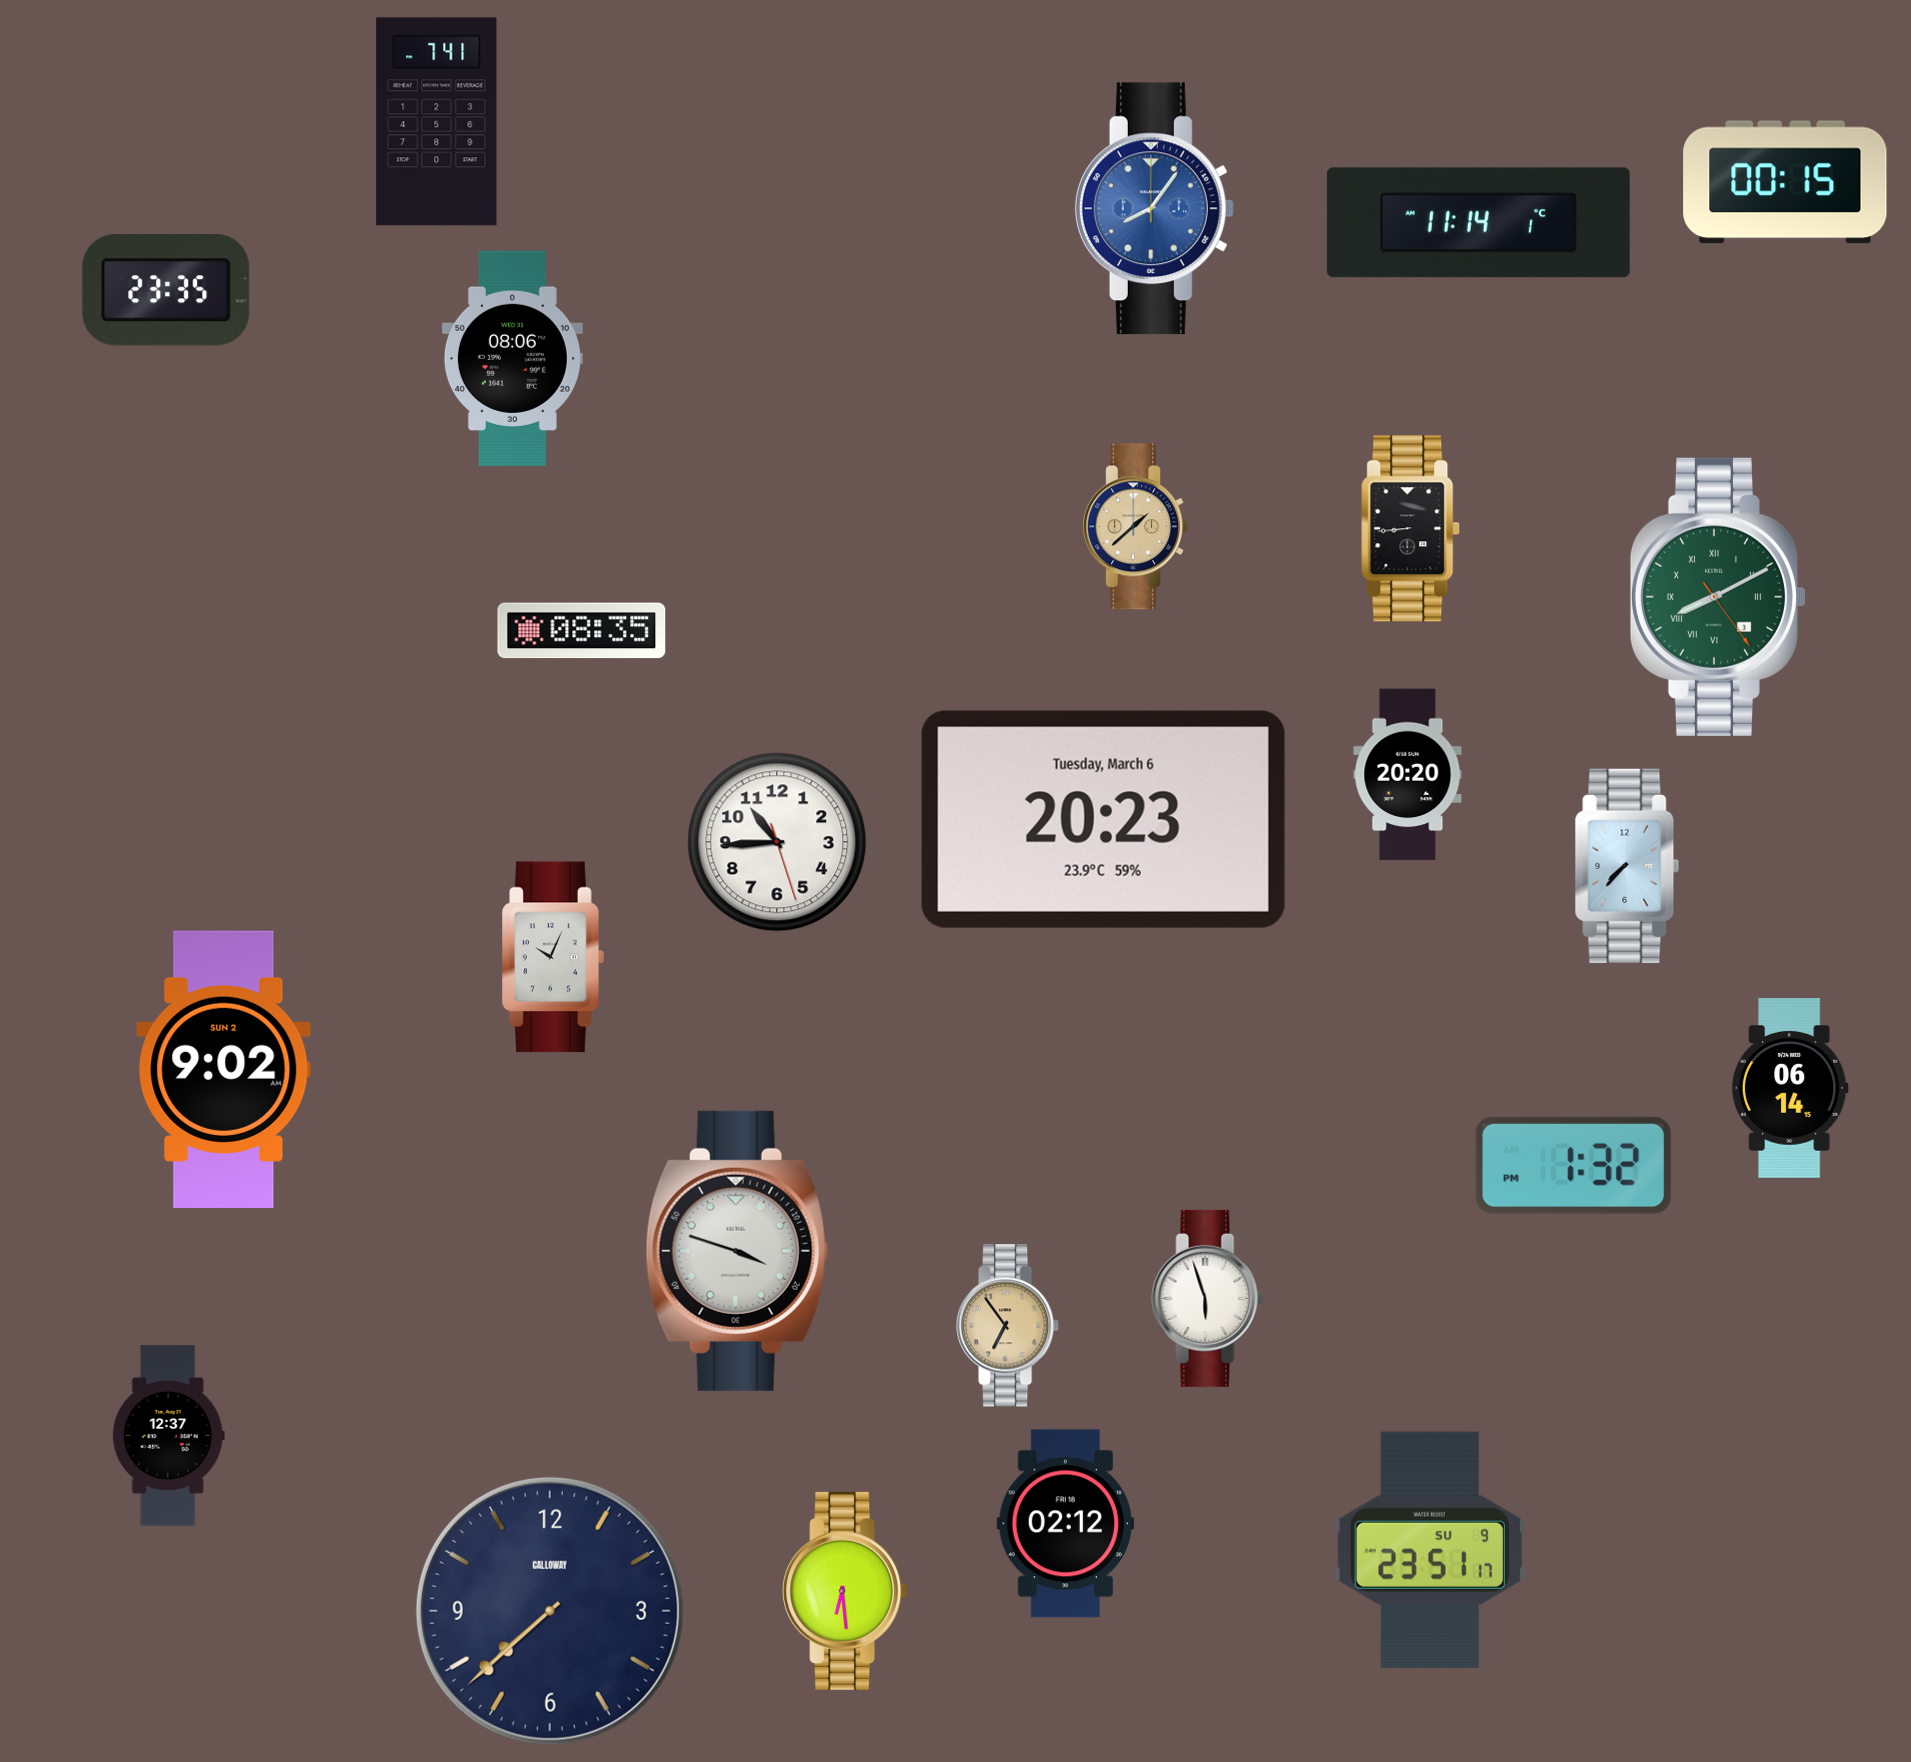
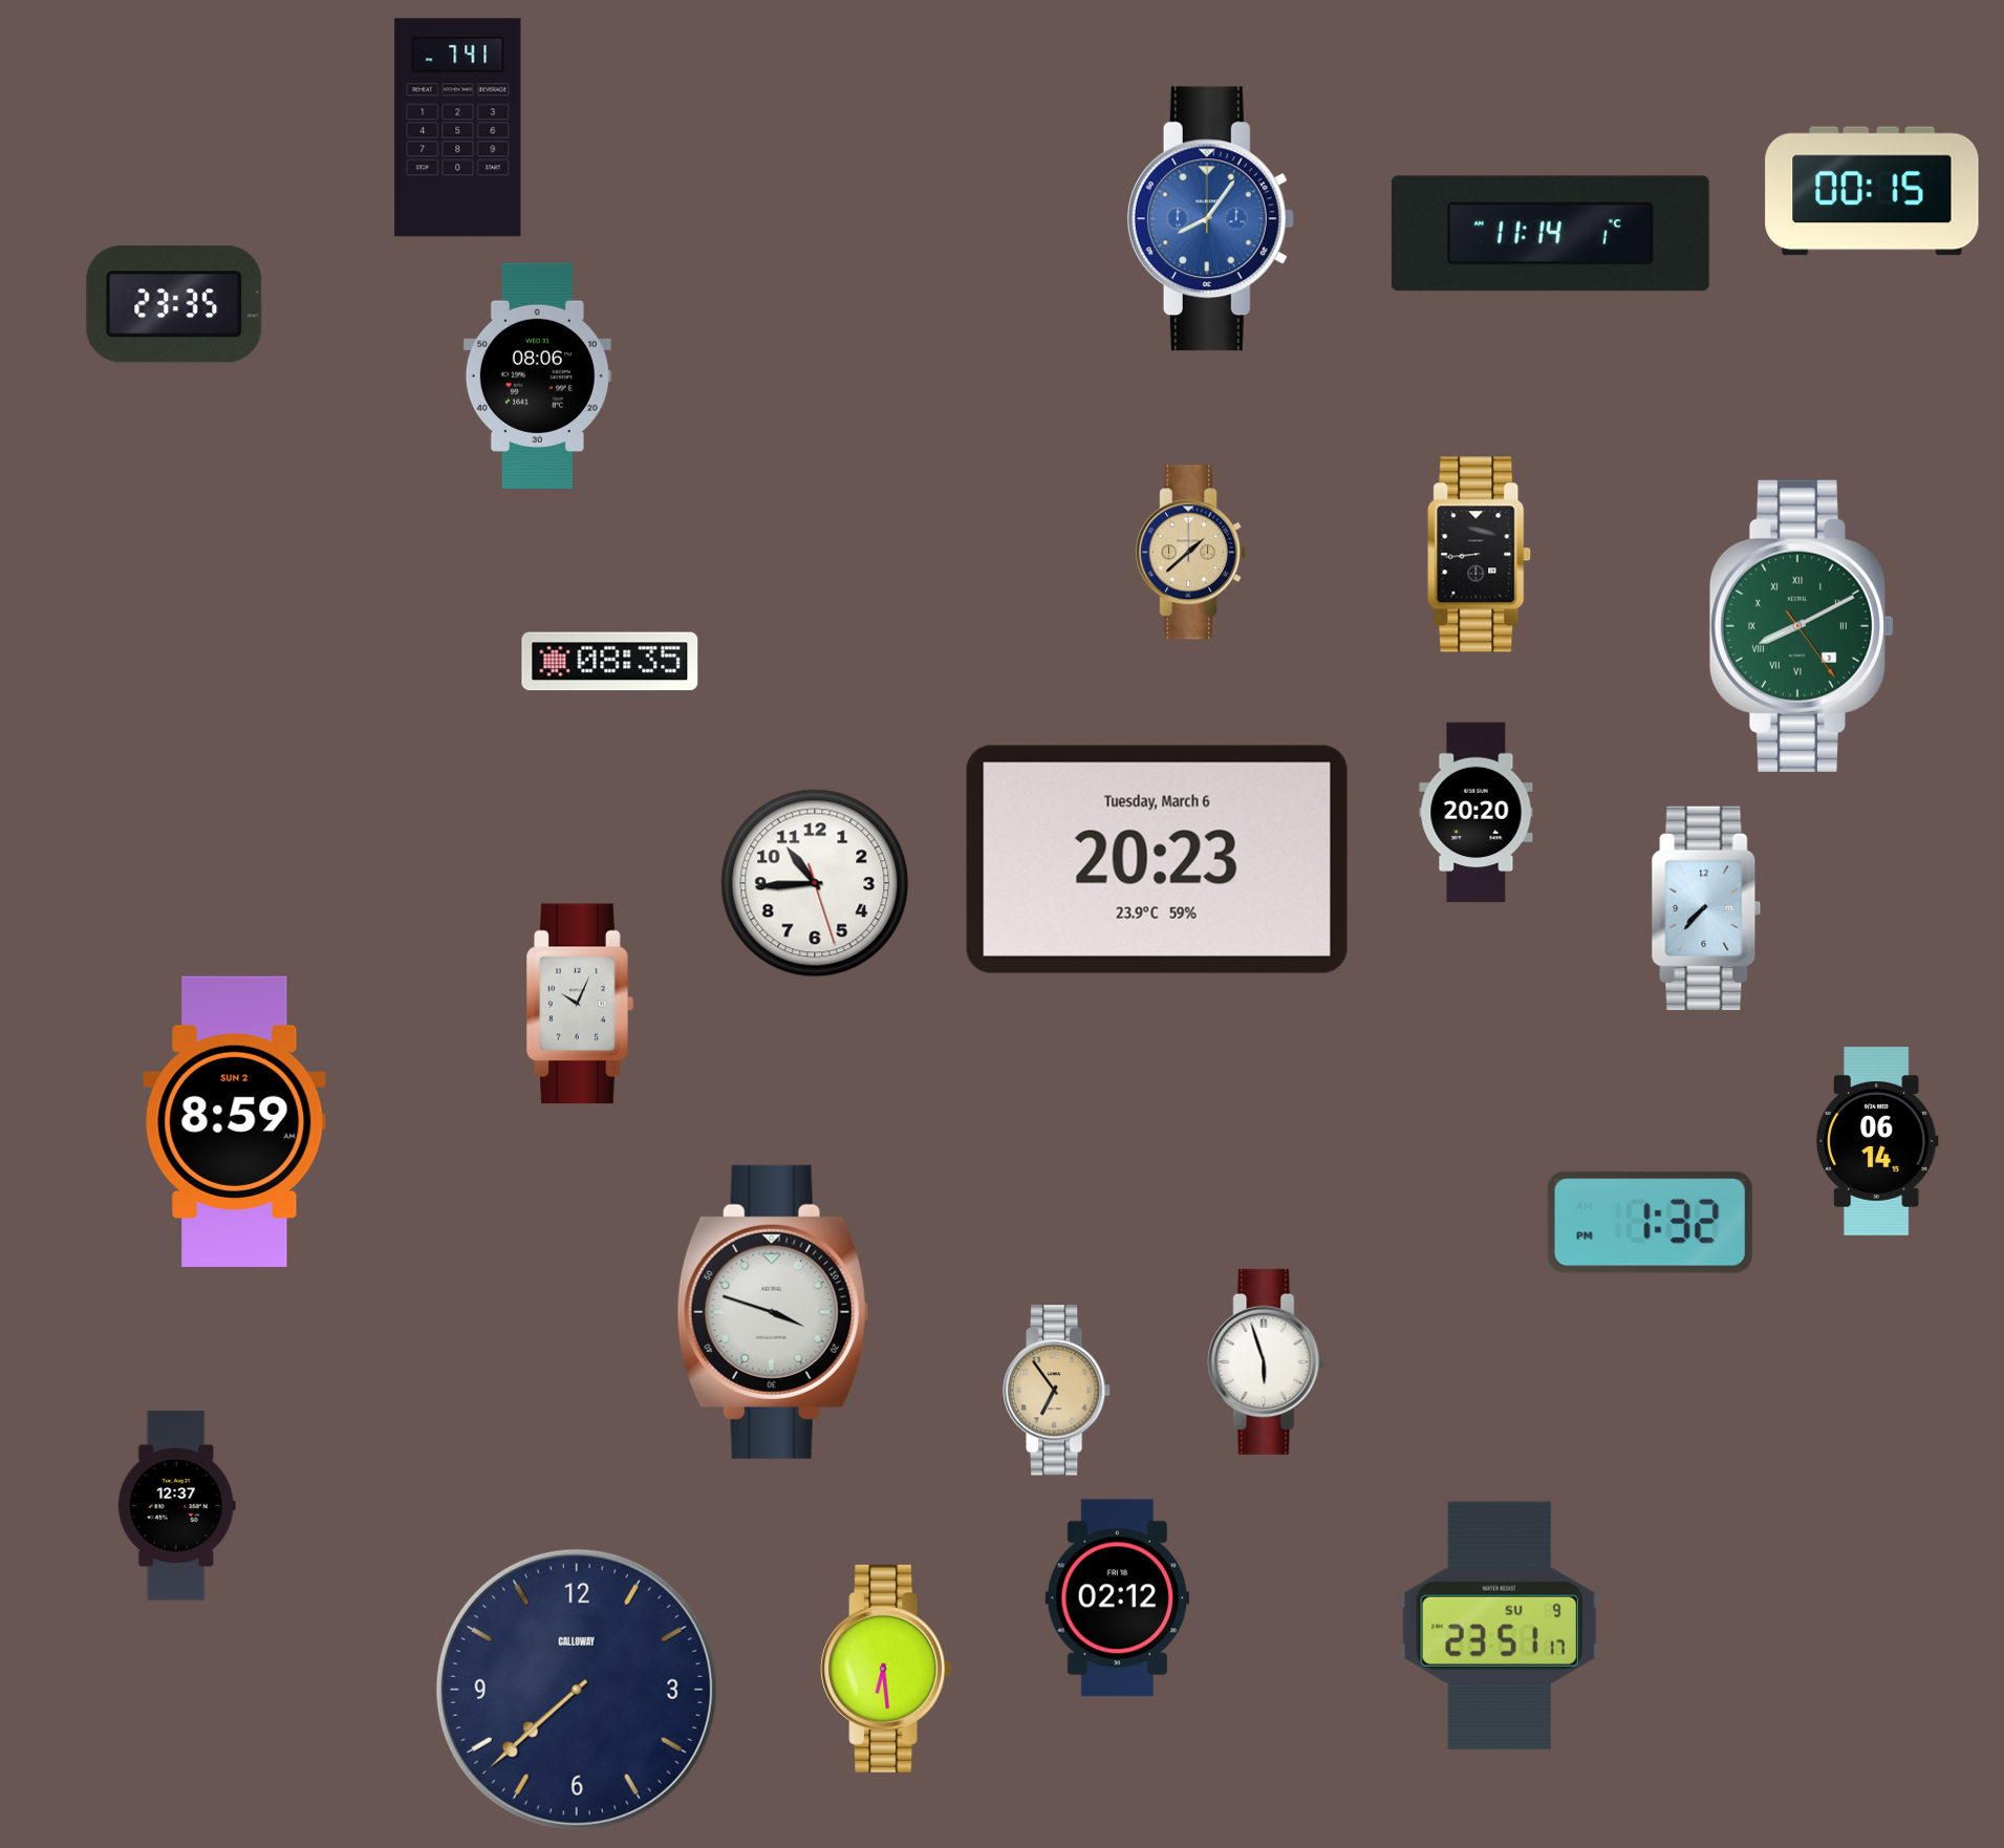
clock at (224, 1069): 9:02 -> 8:59
